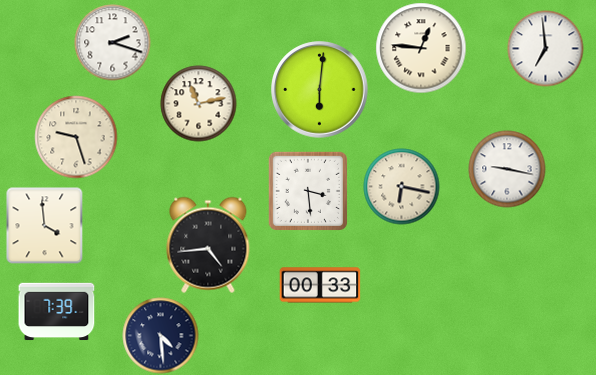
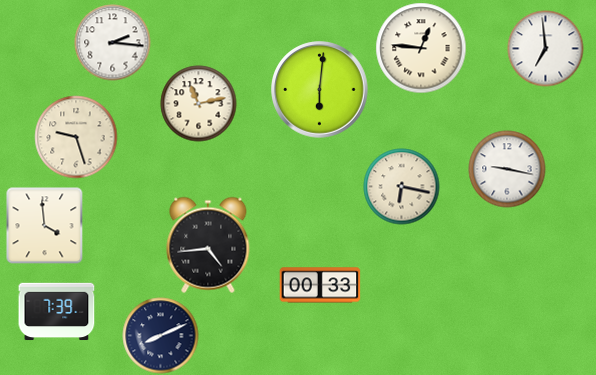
clock at (113, 43): 2:18 -> 2:16
clock at (308, 191): 3:29 -> none
clock at (161, 336): 4:29 -> 8:11
